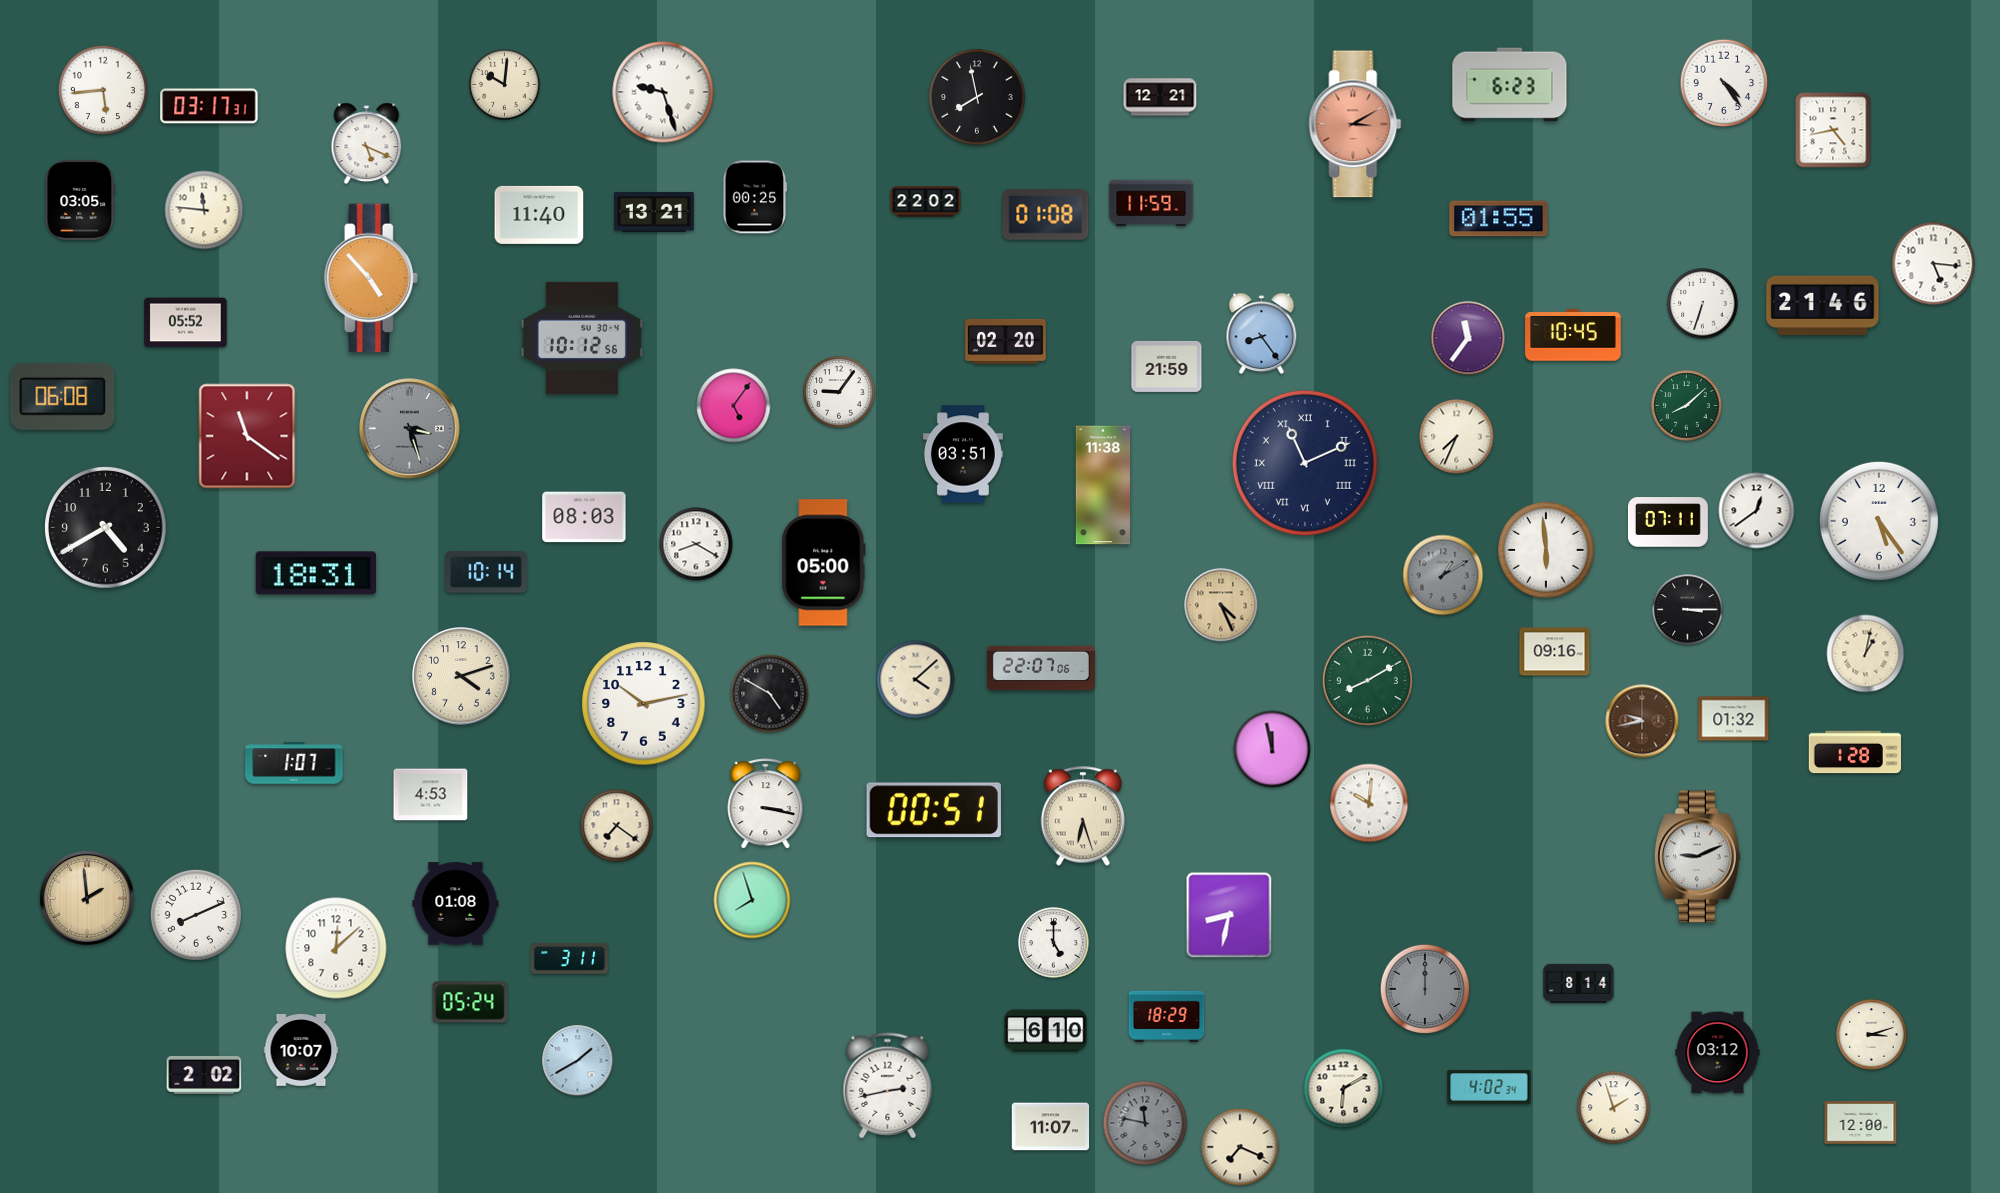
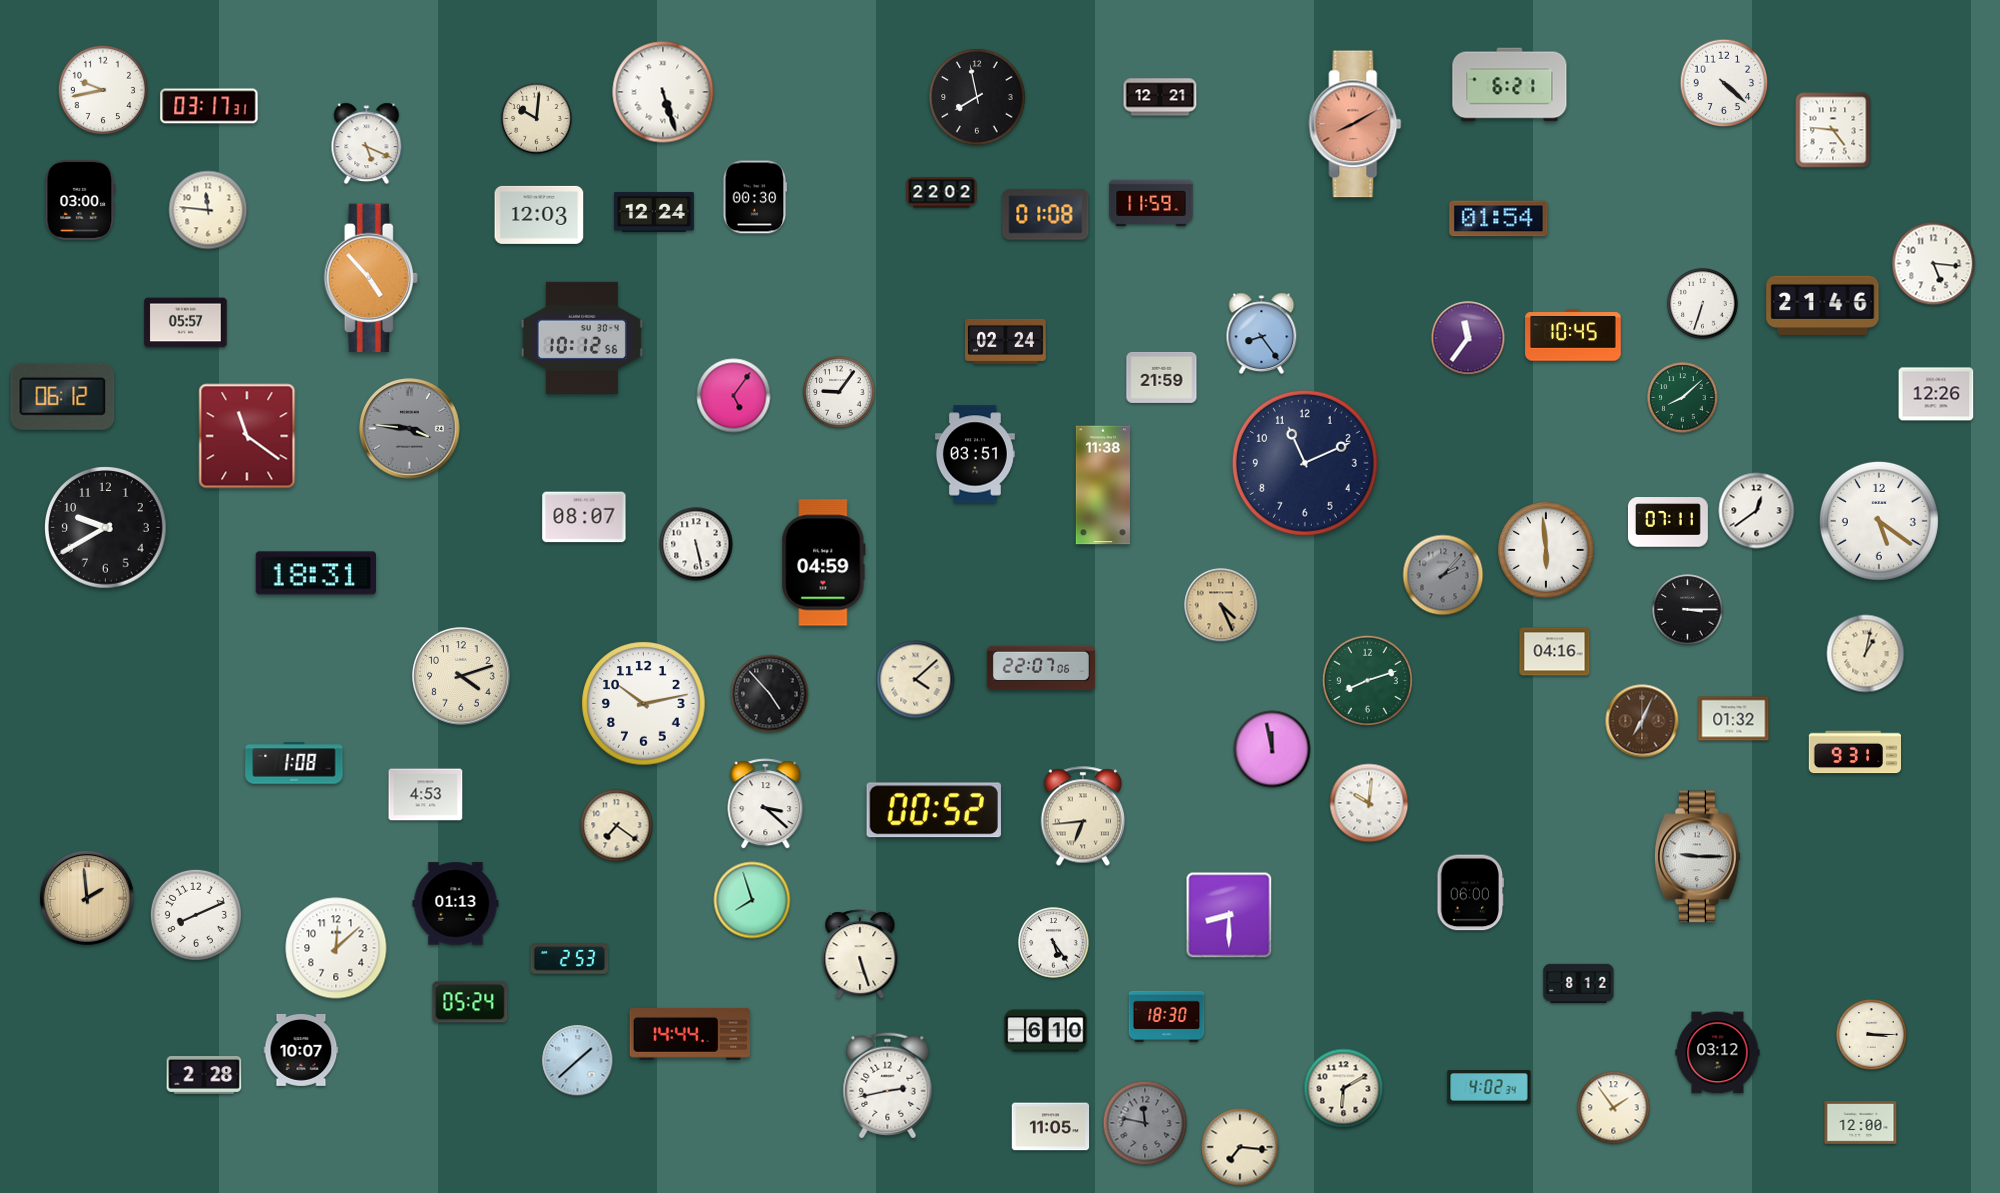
clock at (1724, 83): 4:24 -> 4:22
clock at (505, 85) position: (505, 85) -> (537, 119)
clock at (1510, 85): 6:23 -> 6:21
clock at (102, 89): 5:44 -> 9:43
clock at (663, 92): 9:27 -> 5:27
clock at (1355, 124): 3:10 -> 8:10
clock at (1833, 130): 4:43 -> 4:46
clock at (755, 197): 00:25 -> 00:30
clock at (80, 200): 03:05 -> 03:00
clock at (926, 202) position: (926, 202) -> (942, 193)
clock at (204, 210) position: (204, 210) -> (208, 210)
clock at (654, 212): 13:21 -> 12:24
clock at (539, 215): 11:40 -> 12:03
clock at (1499, 219): 01:55 -> 01:54
clock at (186, 323): 05:52 -> 05:57
clock at (1006, 341): 02:20 -> 02:24
clock at (1167, 366) position: (1167, 366) -> (1162, 377)
clock at (1936, 394): none -> 12:26
clock at (63, 396): 06:08 -> 06:12
clock at (734, 406) position: (734, 406) -> (734, 396)
clock at (1687, 406) position: (1687, 406) -> (1683, 398)
clock at (410, 429): 3:27 -> 3:46
clock at (1457, 437): 7:34 -> none
clock at (963, 454) position: (963, 454) -> (975, 454)
clock at (1305, 463) numerals: Roman -> Arabic
clock at (584, 517): 08:03 -> 08:07
clock at (1879, 521): 5:24 -> 5:21
clock at (106, 528): 4:40 -> 9:40
clock at (696, 544): 8:20 -> 5:28
clock at (824, 563): 05:00 -> 04:59
clock at (486, 572): 10:14 -> none
clock at (1443, 575): 1:10 -> 2:07
clock at (1555, 652): 09:16 -> 04:16
clock at (1367, 680): 8:10 -> 8:12
clock at (770, 694): 4:50 -> 4:53
clock at (1642, 721): 9:43 -> 7:04
clock at (1854, 752): 1:28 -> 9:31
clock at (294, 763): 1:07 -> 1:08
clock at (431, 795) position: (431, 795) -> (426, 795)
clock at (766, 804): 3:17 -> 3:22
clock at (934, 810): 00:51 -> 00:52
clock at (1082, 816): 6:27 -> 6:44
clock at (1697, 857): 9:11 -> 9:15
clock at (1471, 893): none -> 06:00
clock at (456, 904): 01:08 -> 01:13
clock at (1229, 915): 8:32 -> 8:30
clock at (1054, 943): 5:00 -> 5:24
clock at (860, 955): none -> 5:27
clock at (570, 959): 3:11 -> 2:53
clock at (1579, 983): 8:14 -> 8:12
clock at (1424, 988): 12:00 -> none
clock at (1167, 1016): 18:29 -> 18:30
clock at (690, 1034): none -> 14:44
clock at (1872, 1035): 3:12 -> 3:15
clock at (578, 1061): 1:40 -> 1:38
clock at (204, 1076): 2:02 -> 2:28
clock at (1614, 1108): 1:57 -> 1:54
clock at (1051, 1127): 11:07 -> 11:05
clock at (1240, 1147): 7:19 -> 7:16
